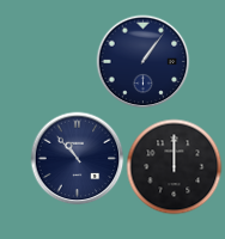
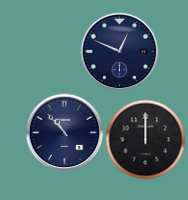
clock at (142, 61): 1:06 -> 12:49
